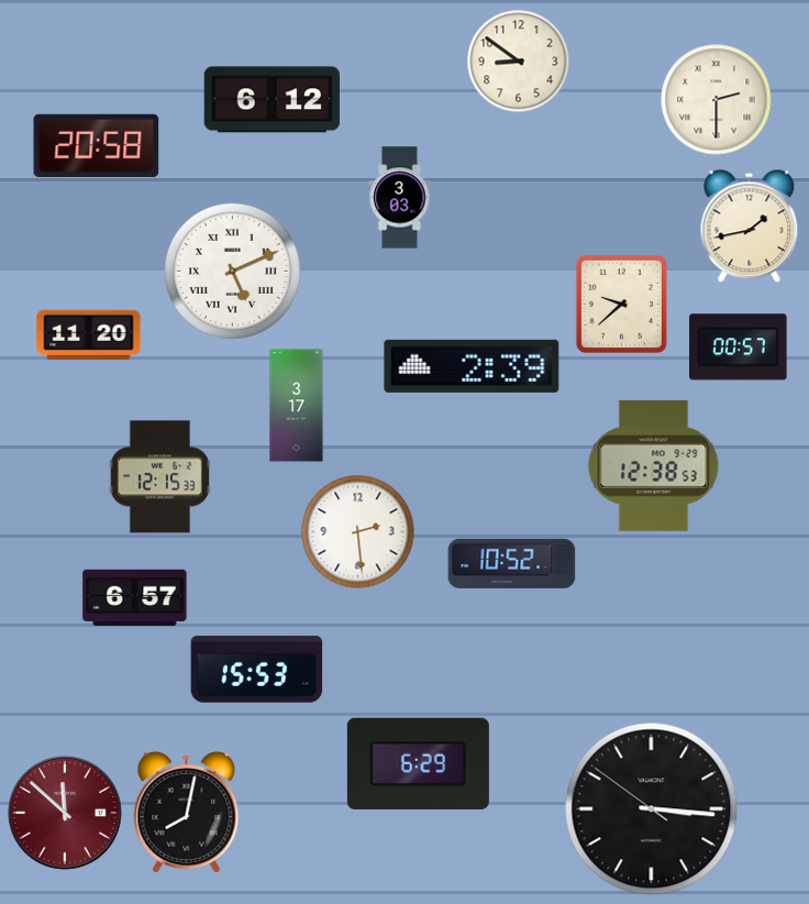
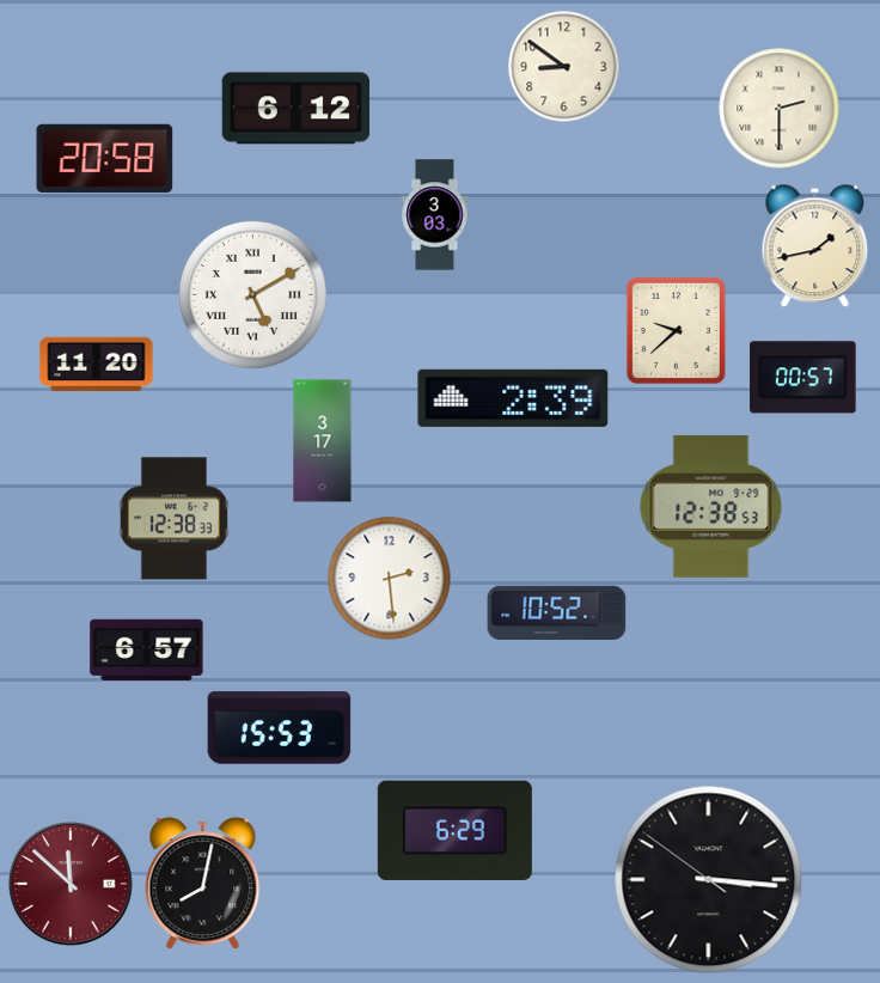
clock at (232, 271): 5:11 -> 5:10
clock at (159, 477): 12:15 -> 12:38
